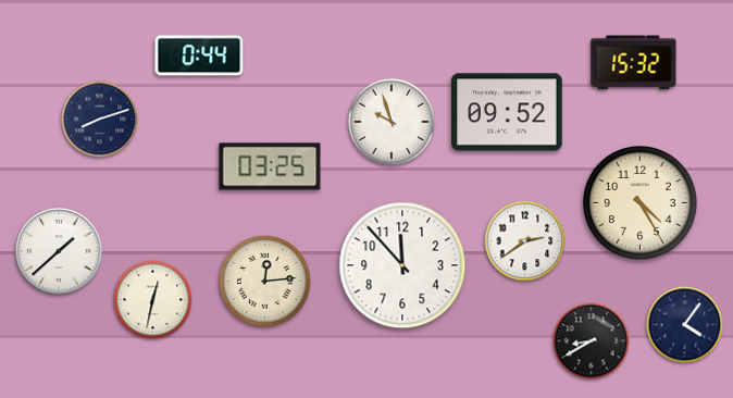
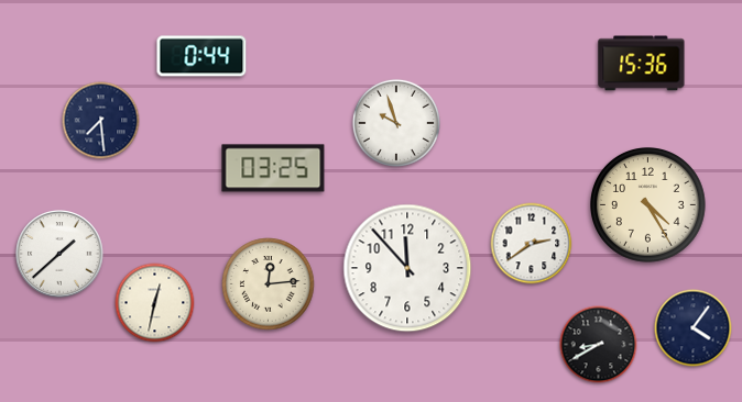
clock at (634, 63): 15:32 -> 15:36
clock at (507, 112): 09:52 -> none
clock at (100, 120): 8:12 -> 7:29
